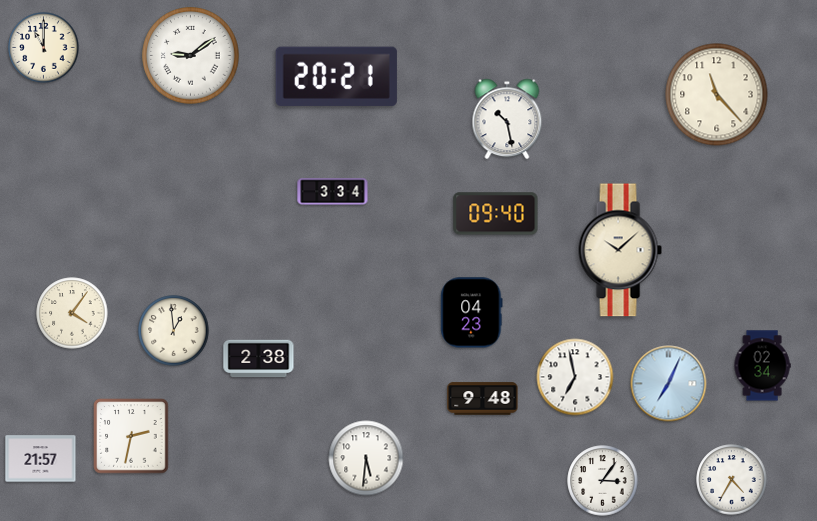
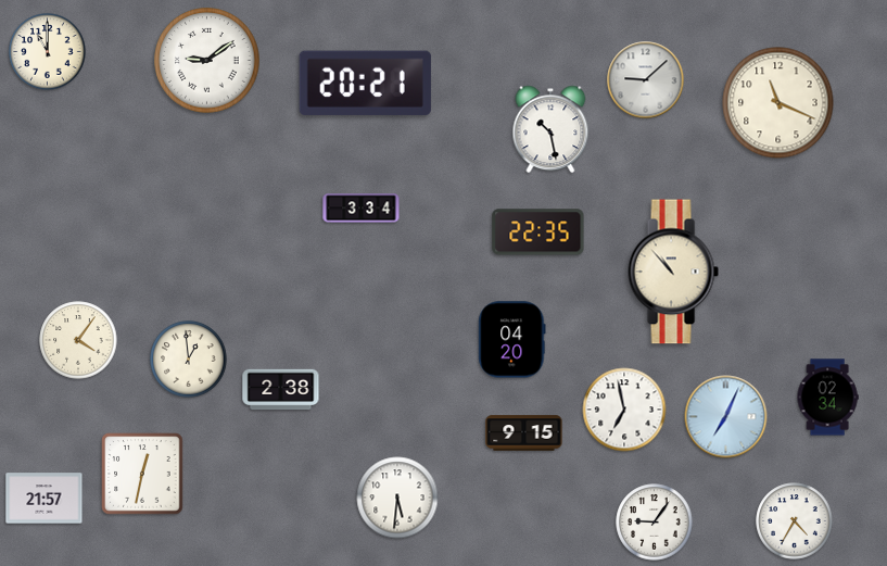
clock at (646, 80): none -> 9:08
clock at (717, 95): 11:23 -> 11:19
clock at (496, 214): 09:40 -> 22:35
clock at (620, 250): 10:08 -> 10:53
clock at (472, 313): 04:23 -> 04:20
clock at (483, 399): 9:48 -> 9:15
clock at (131, 436): 2:32 -> 12:32
clock at (603, 481): 3:06 -> 9:06
